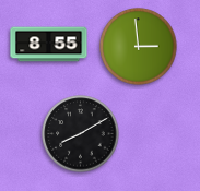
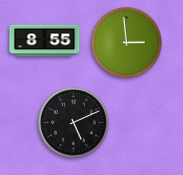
clock at (81, 134): 8:10 -> 5:11
